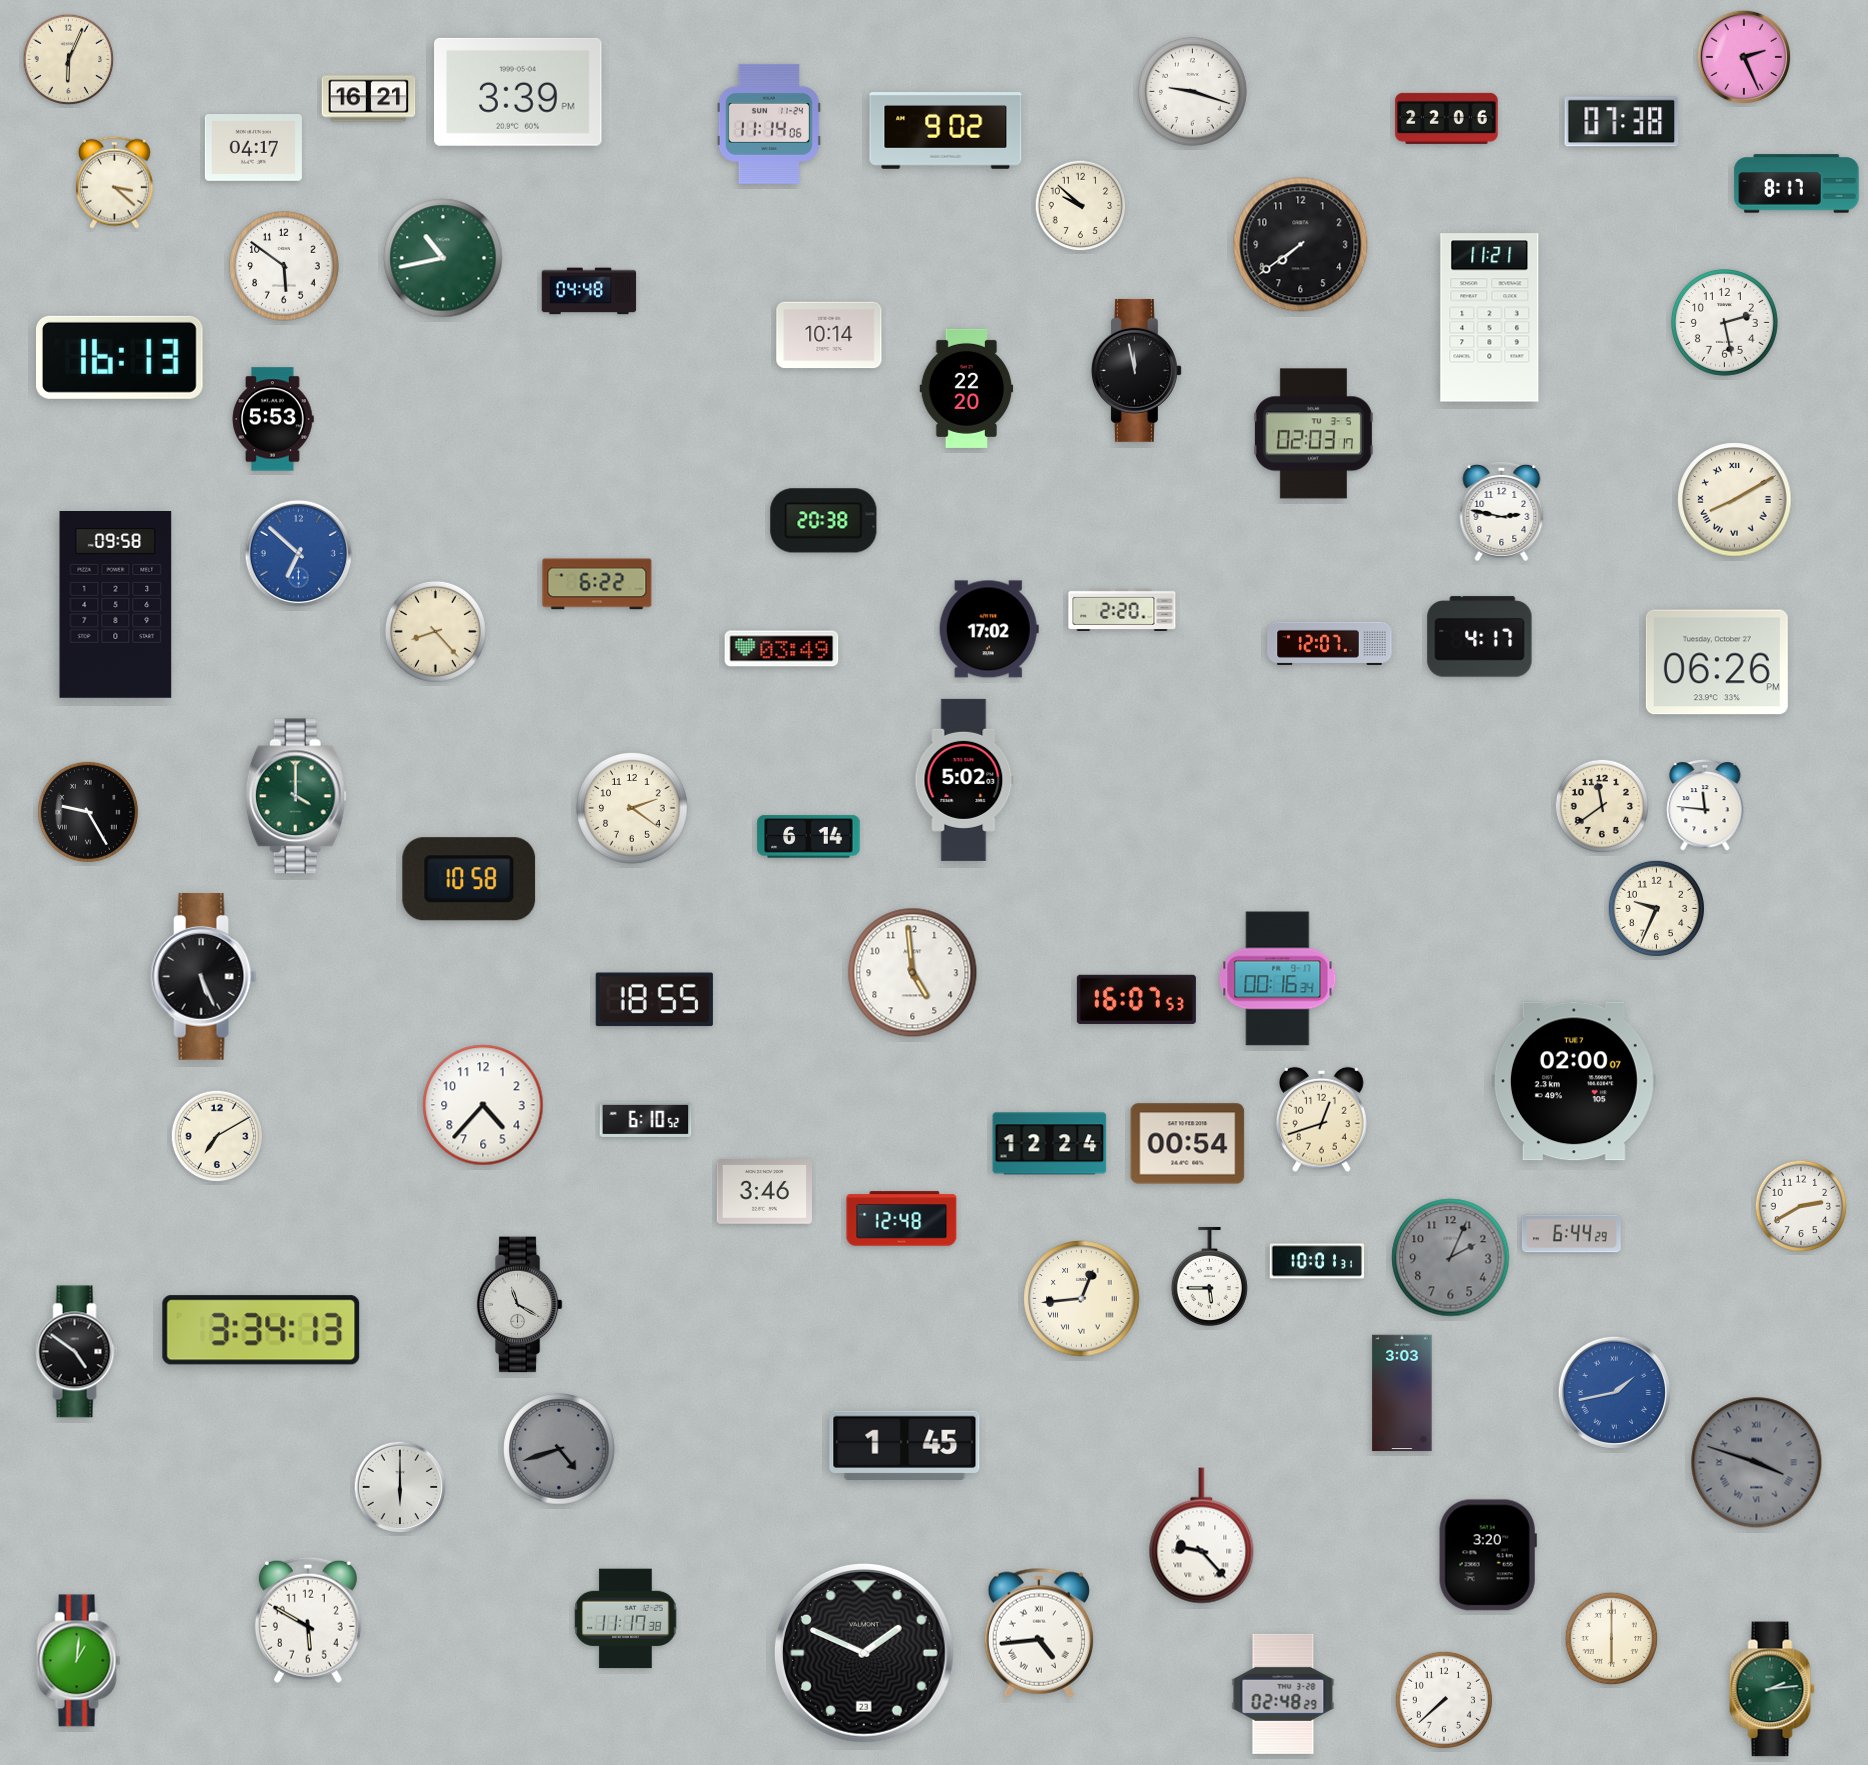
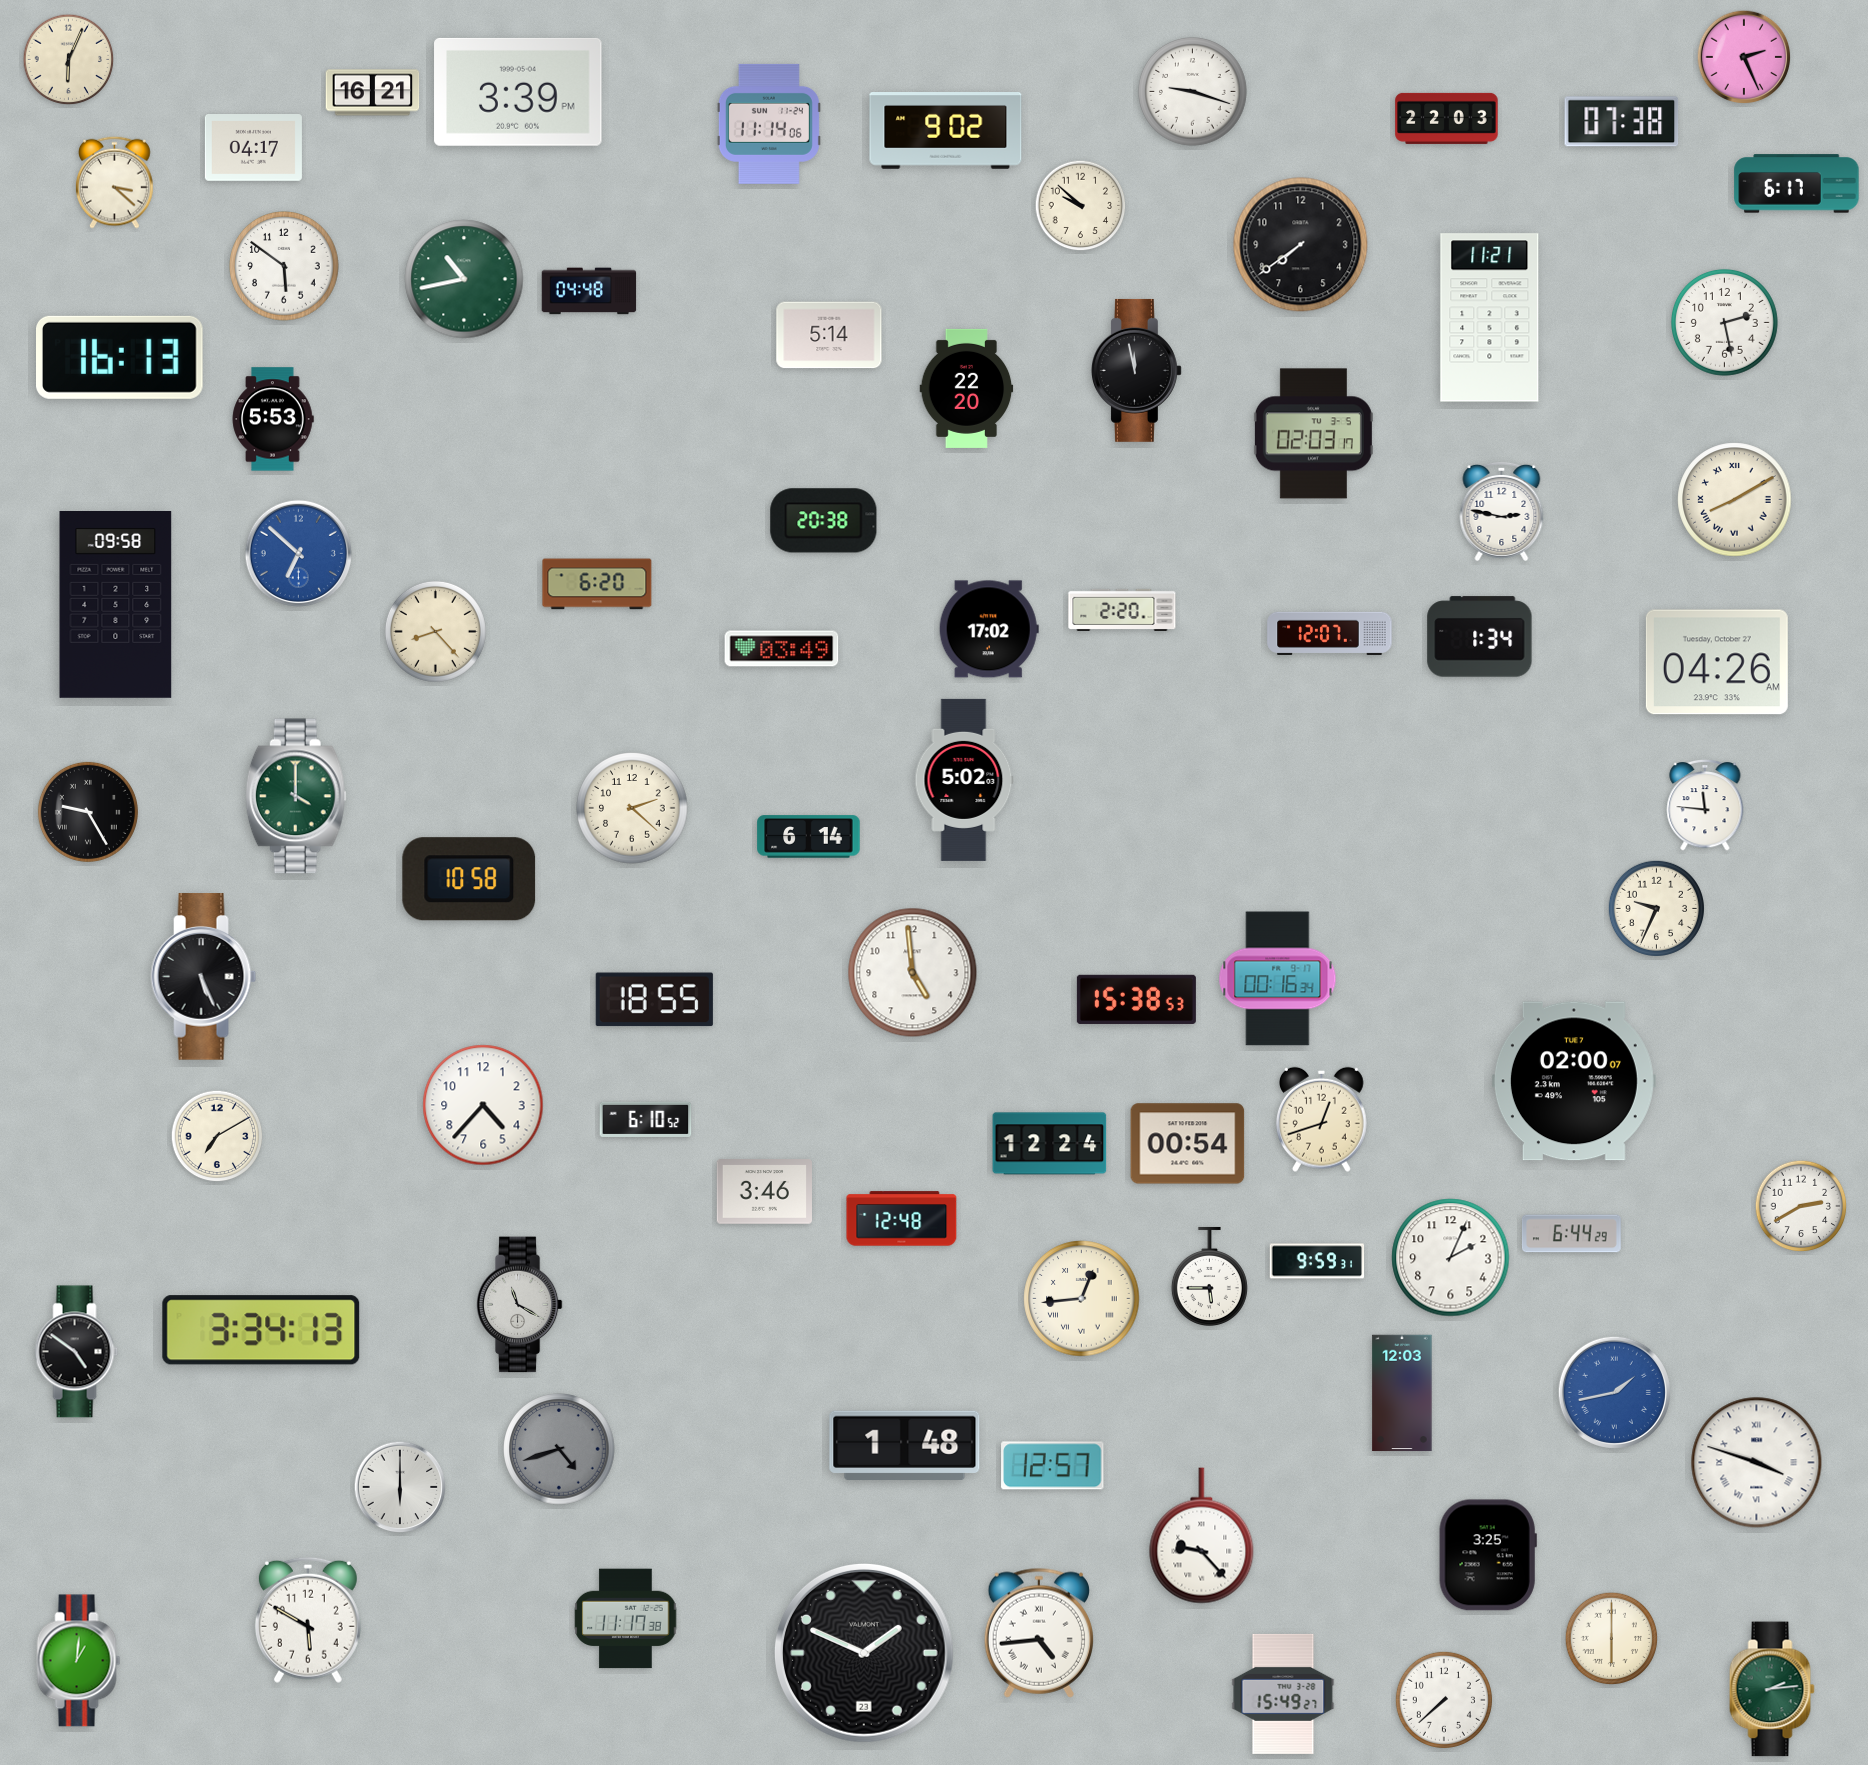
clock at (369, 99) position: (369, 99) -> (373, 93)
clock at (1447, 118): 22:06 -> 22:03
clock at (1797, 184): 8:17 -> 6:17
clock at (443, 258) position: (443, 258) -> (464, 279)
clock at (829, 335): 10:14 -> 5:14
clock at (597, 584): 6:22 -> 6:20
clock at (1480, 637): 4:17 -> 1:34
clock at (1330, 643) position: (1330, 643) -> (1330, 633)
clock at (1717, 662): 06:26 -> 04:26
clock at (1601, 805): 11:39 -> none
clock at (632, 808): 2:21 -> 2:22
clock at (1136, 999): 16:07 -> 15:38
clock at (1451, 1258) dial: grey -> white
clock at (1317, 1261): 10:01 -> 9:59
clock at (1402, 1393): 3:03 -> 12:03
clock at (905, 1445): 1:45 -> 1:48
clock at (1757, 1463) dial: grey -> white
clock at (1053, 1466): none -> 12:57
clock at (1488, 1555): 3:20 -> 3:25
clock at (1283, 1694): 02:48 -> 15:49
